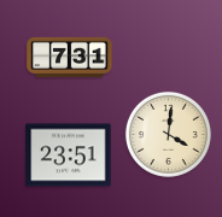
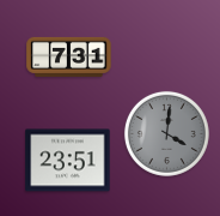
clock at (168, 134) dial: cream -> grey
clock at (69, 156) position: (69, 156) -> (68, 161)
